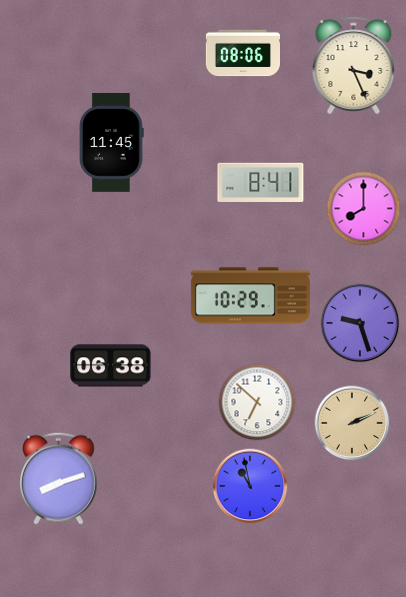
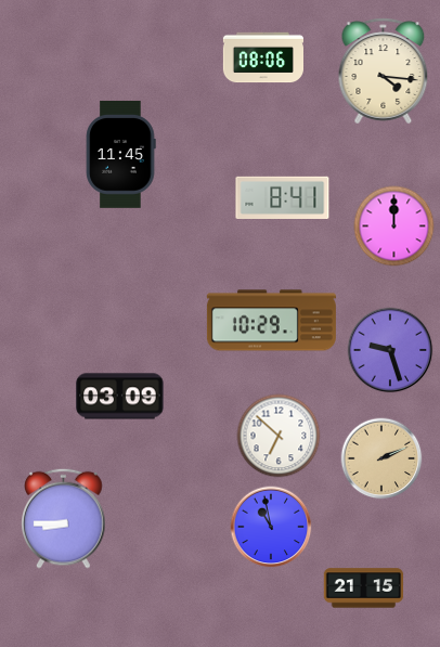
clock at (354, 66): 3:26 -> 4:16
clock at (364, 209): 8:00 -> 12:00
clock at (111, 366): 06:38 -> 03:09
clock at (59, 478): 8:12 -> 8:45
clock at (364, 588): none -> 21:15
